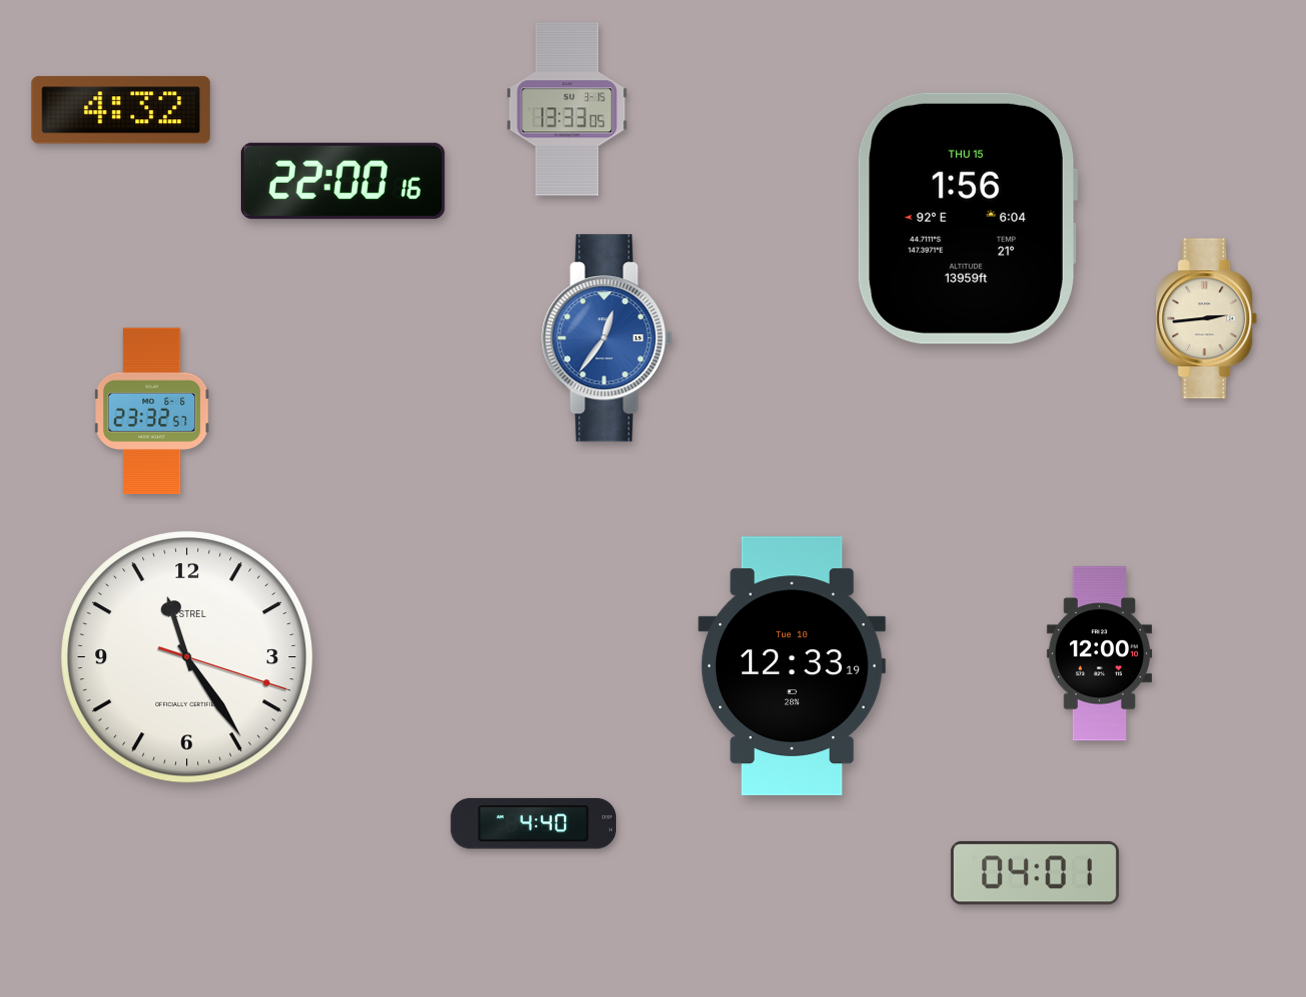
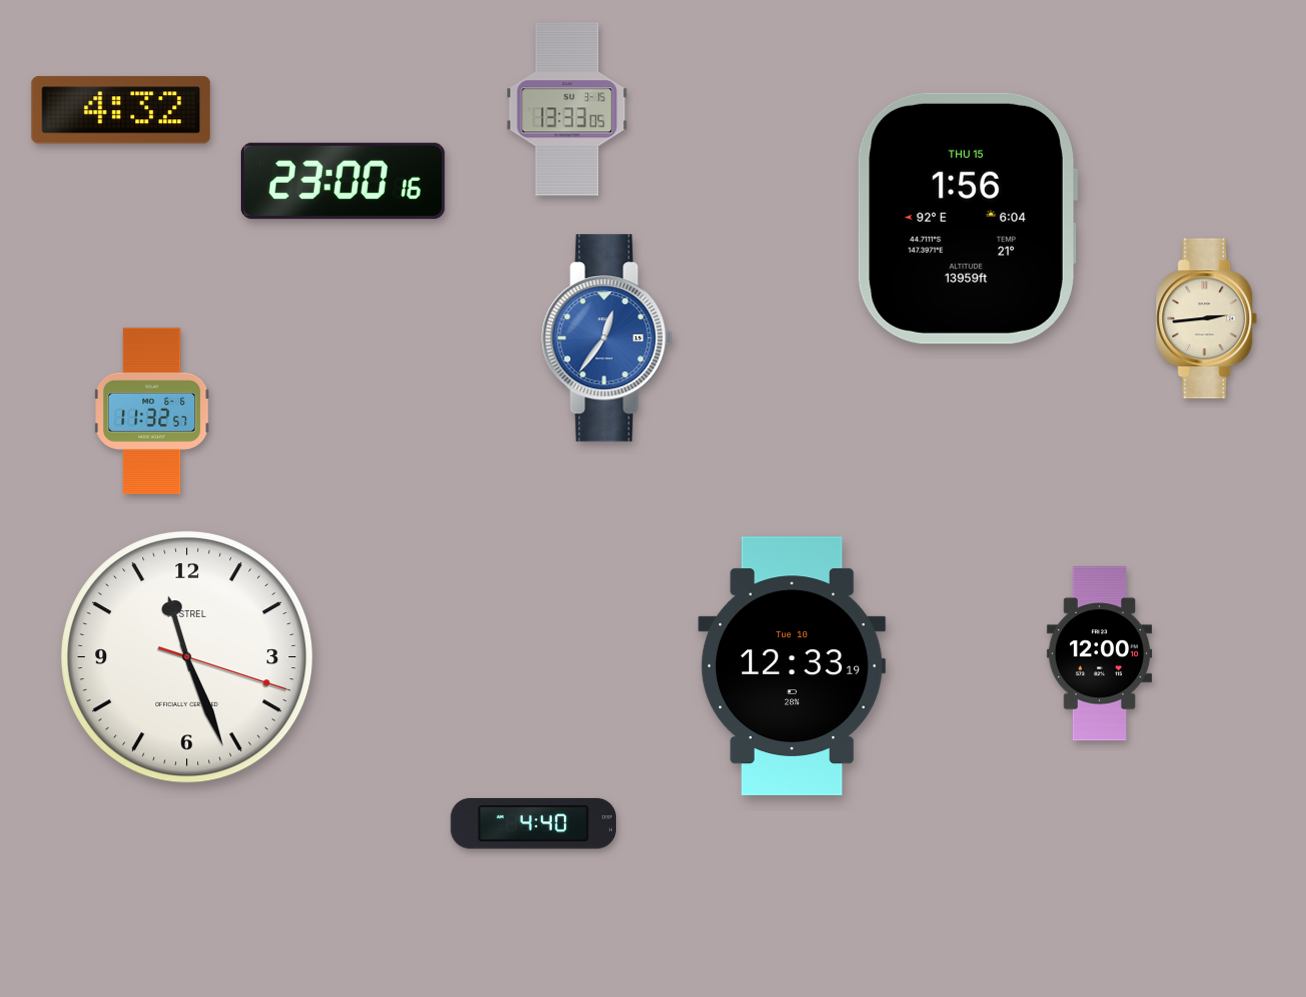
clock at (343, 181): 22:00 -> 23:00
clock at (153, 410): 23:32 -> 11:32
clock at (187, 657): 11:24 -> 11:26
clock at (1035, 873): 04:01 -> none
